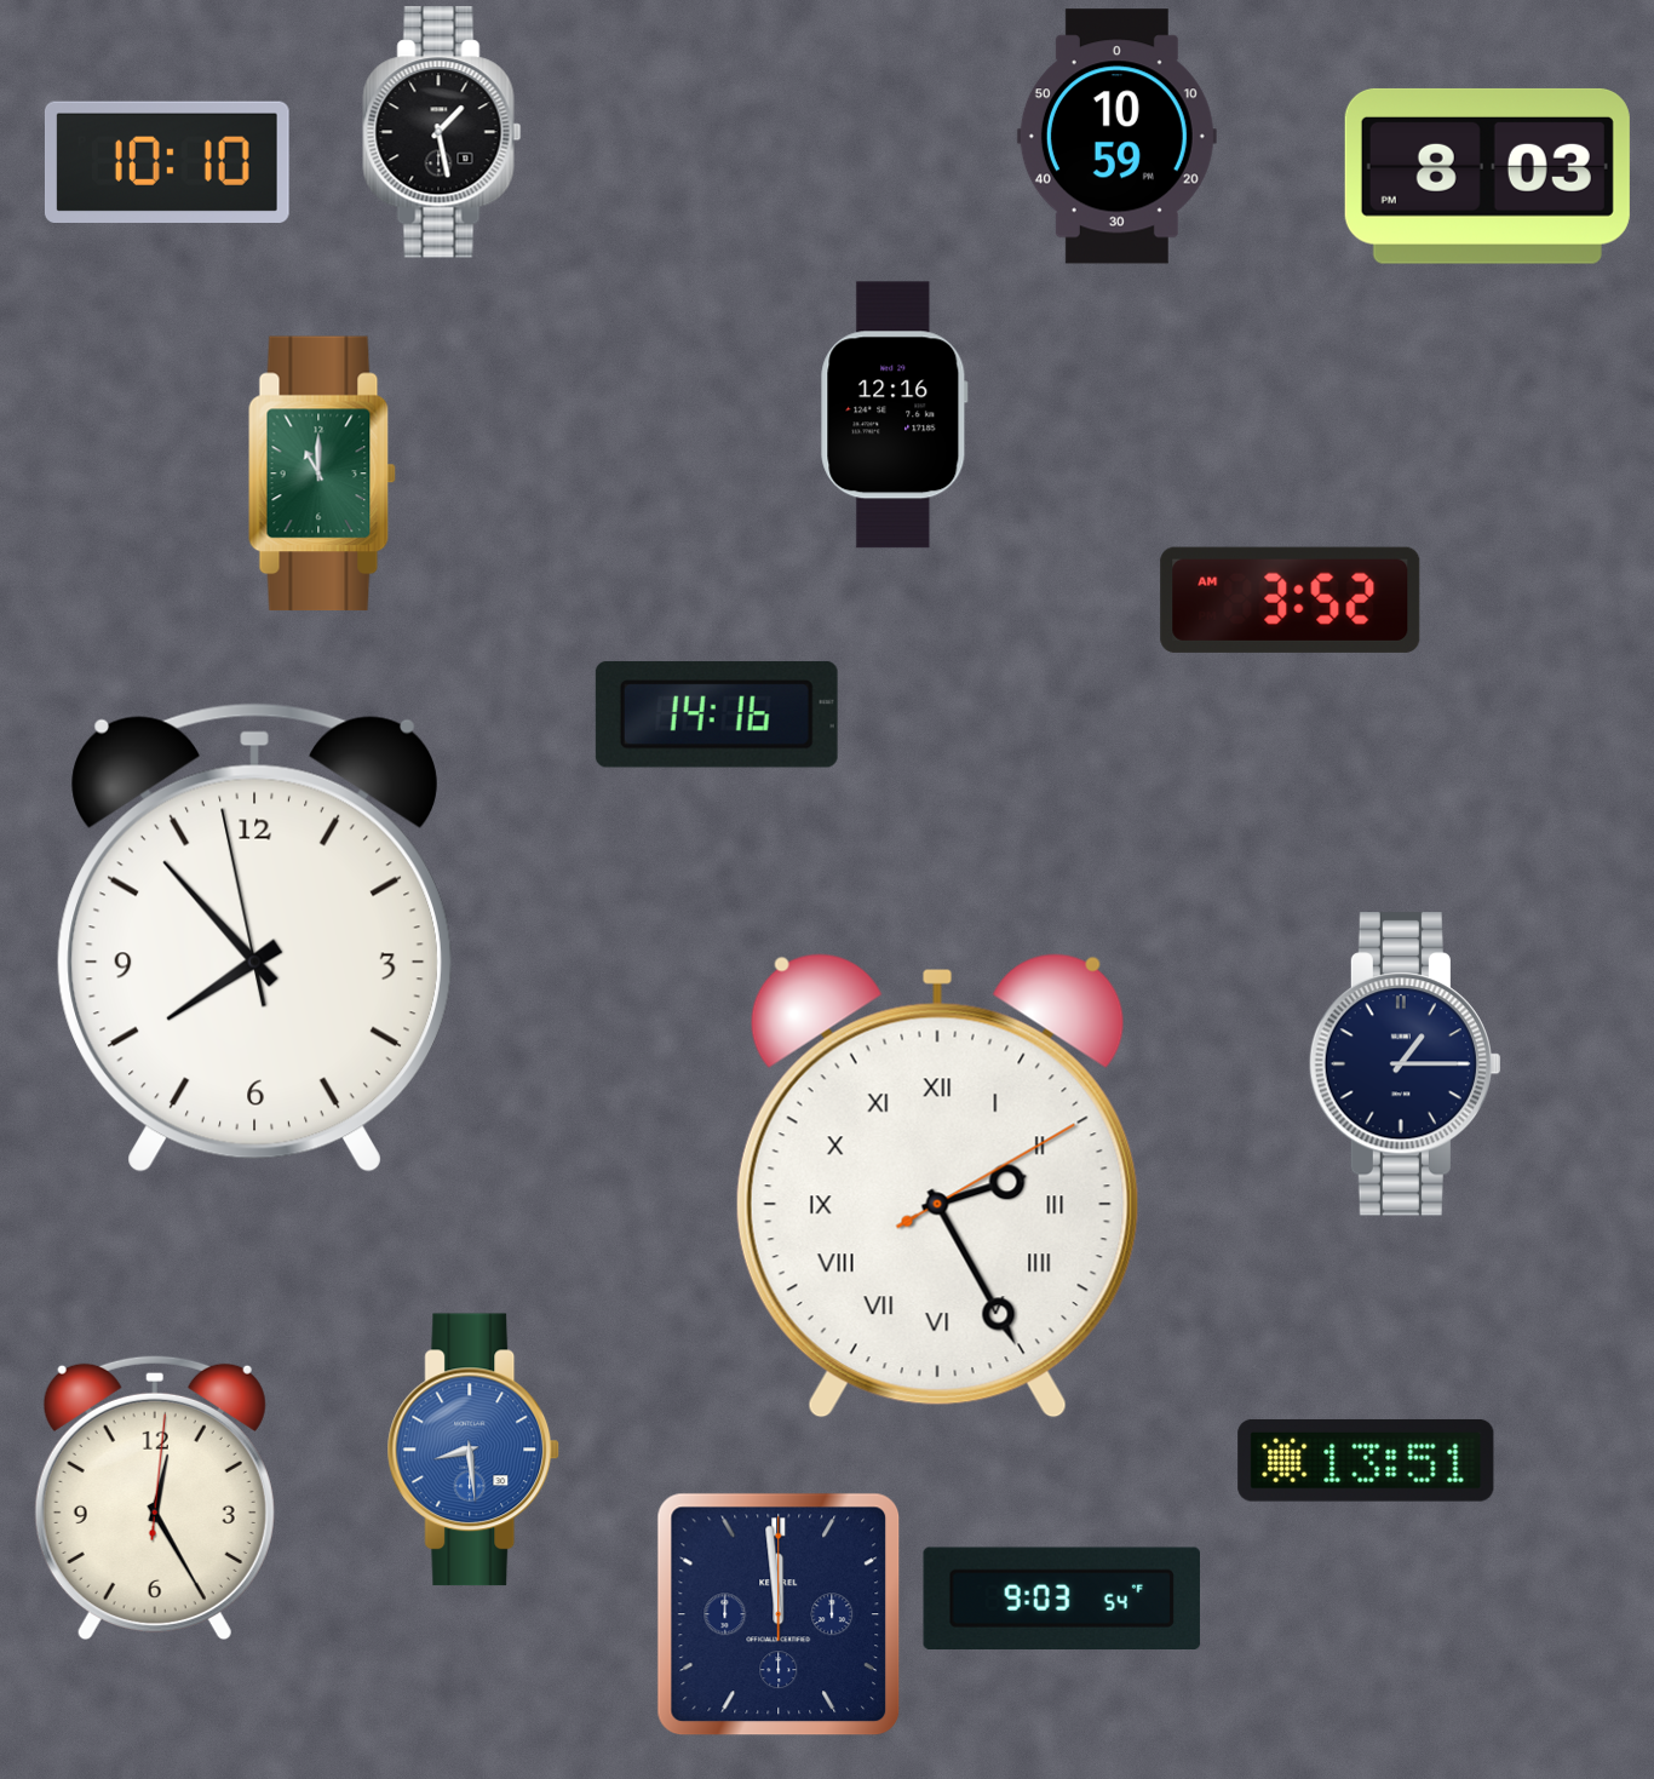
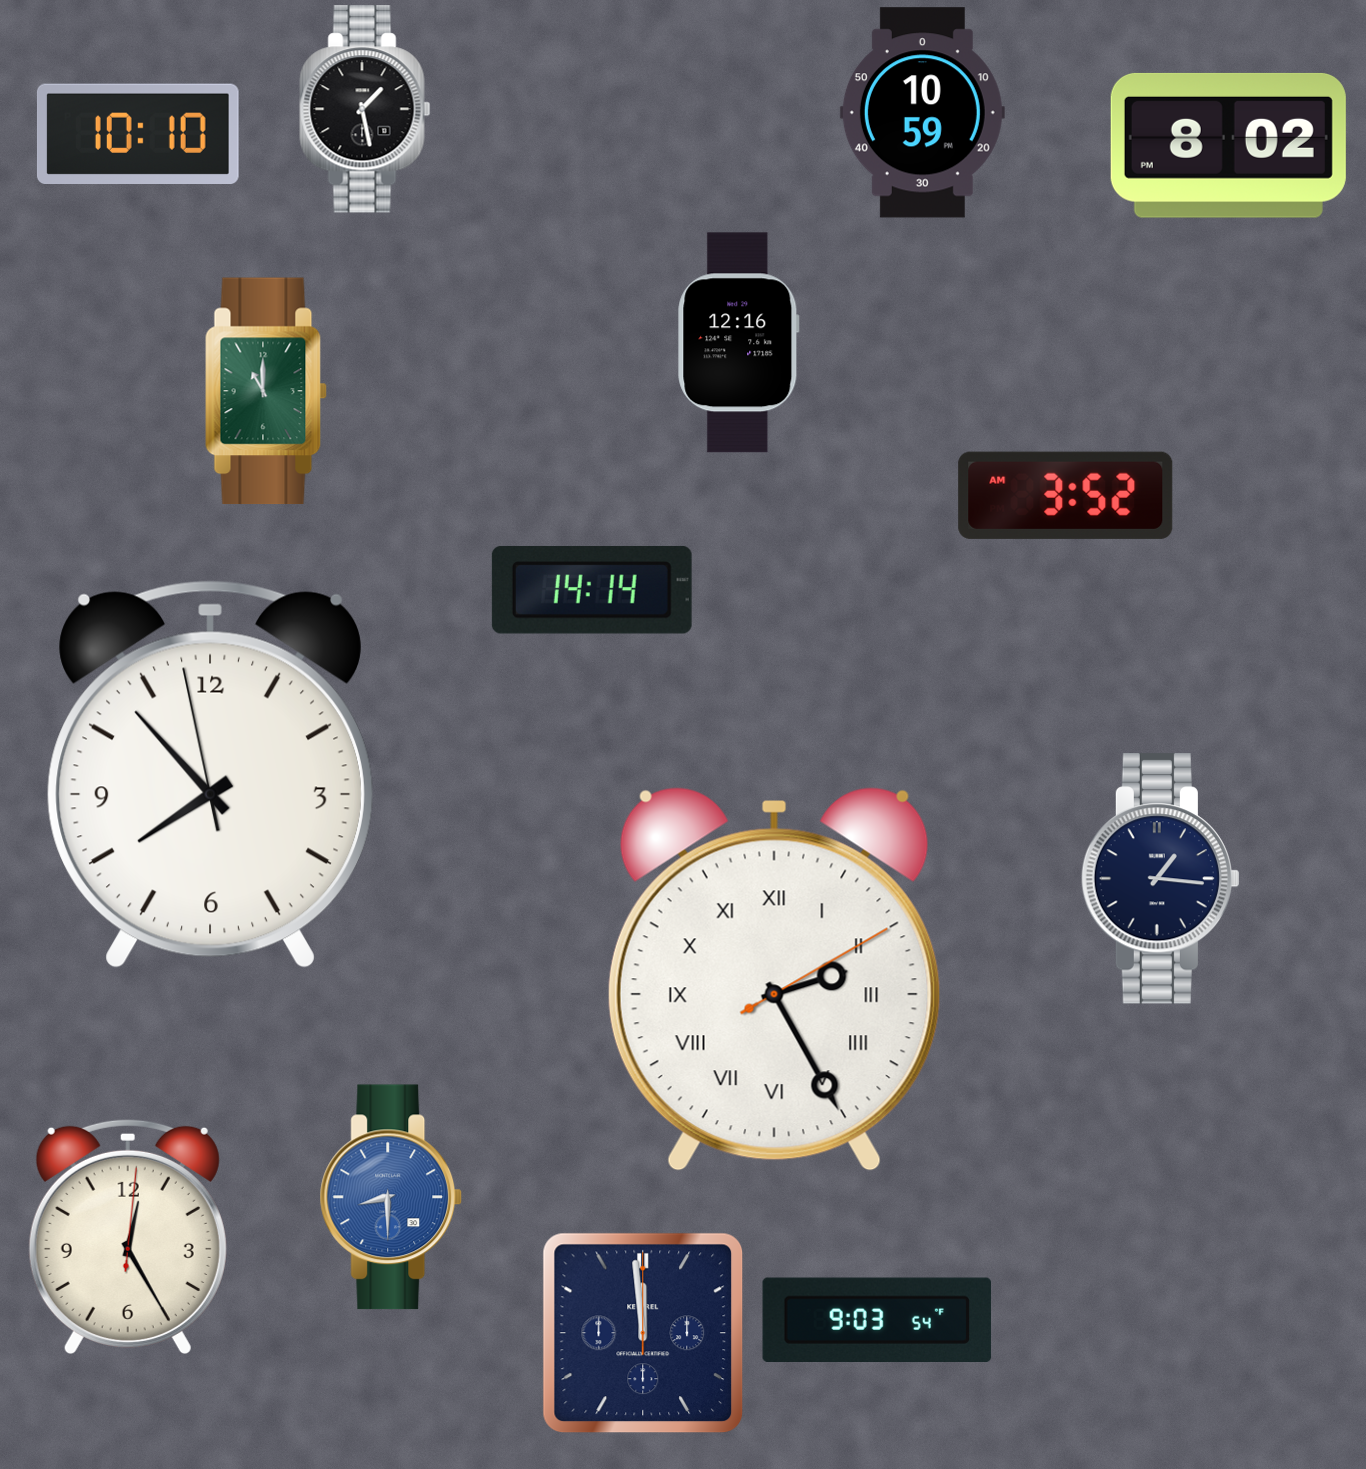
clock at (1487, 176): 8:03 -> 8:02
clock at (717, 715): 14:16 -> 14:14
clock at (1405, 1064): 1:15 -> 1:16
clock at (473, 1450): 8:29 -> 8:30
clock at (1366, 1460): 13:51 -> none
